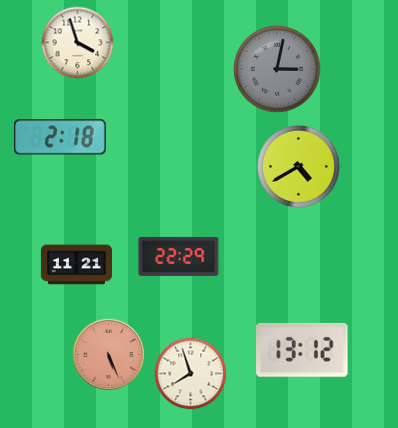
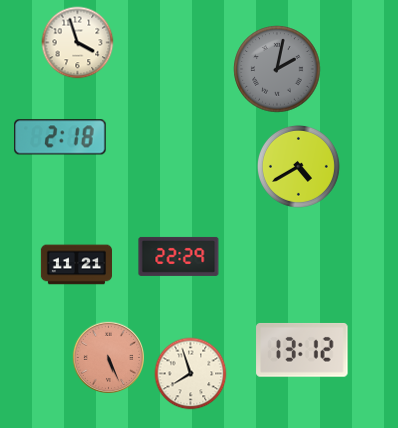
clock at (277, 69): 3:02 -> 2:02
clock at (108, 354) position: (108, 354) -> (108, 357)
